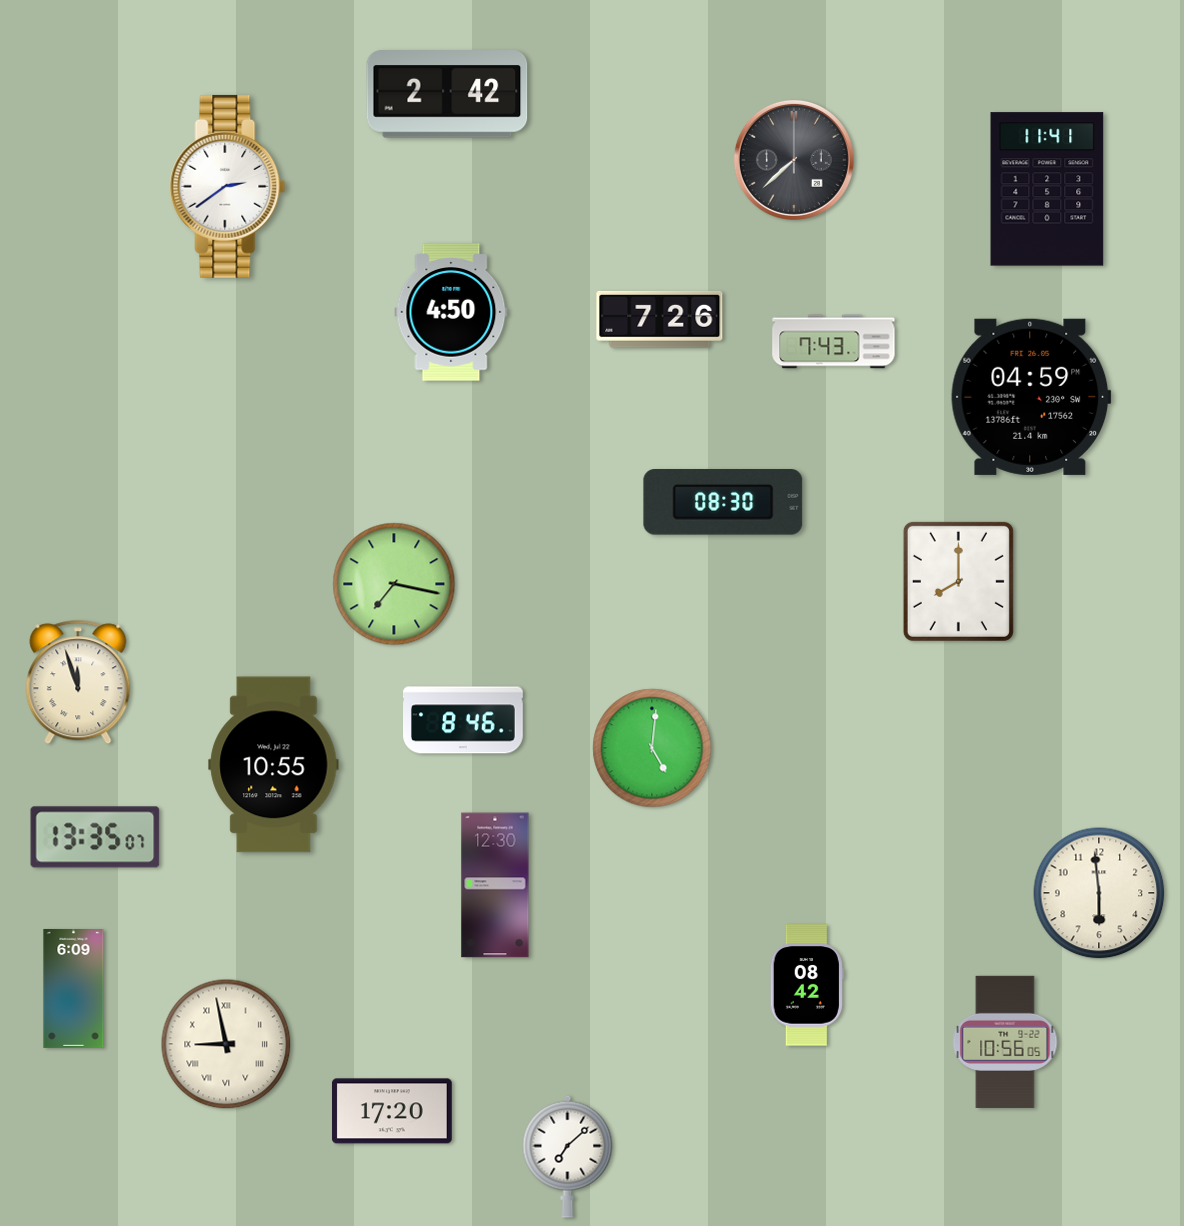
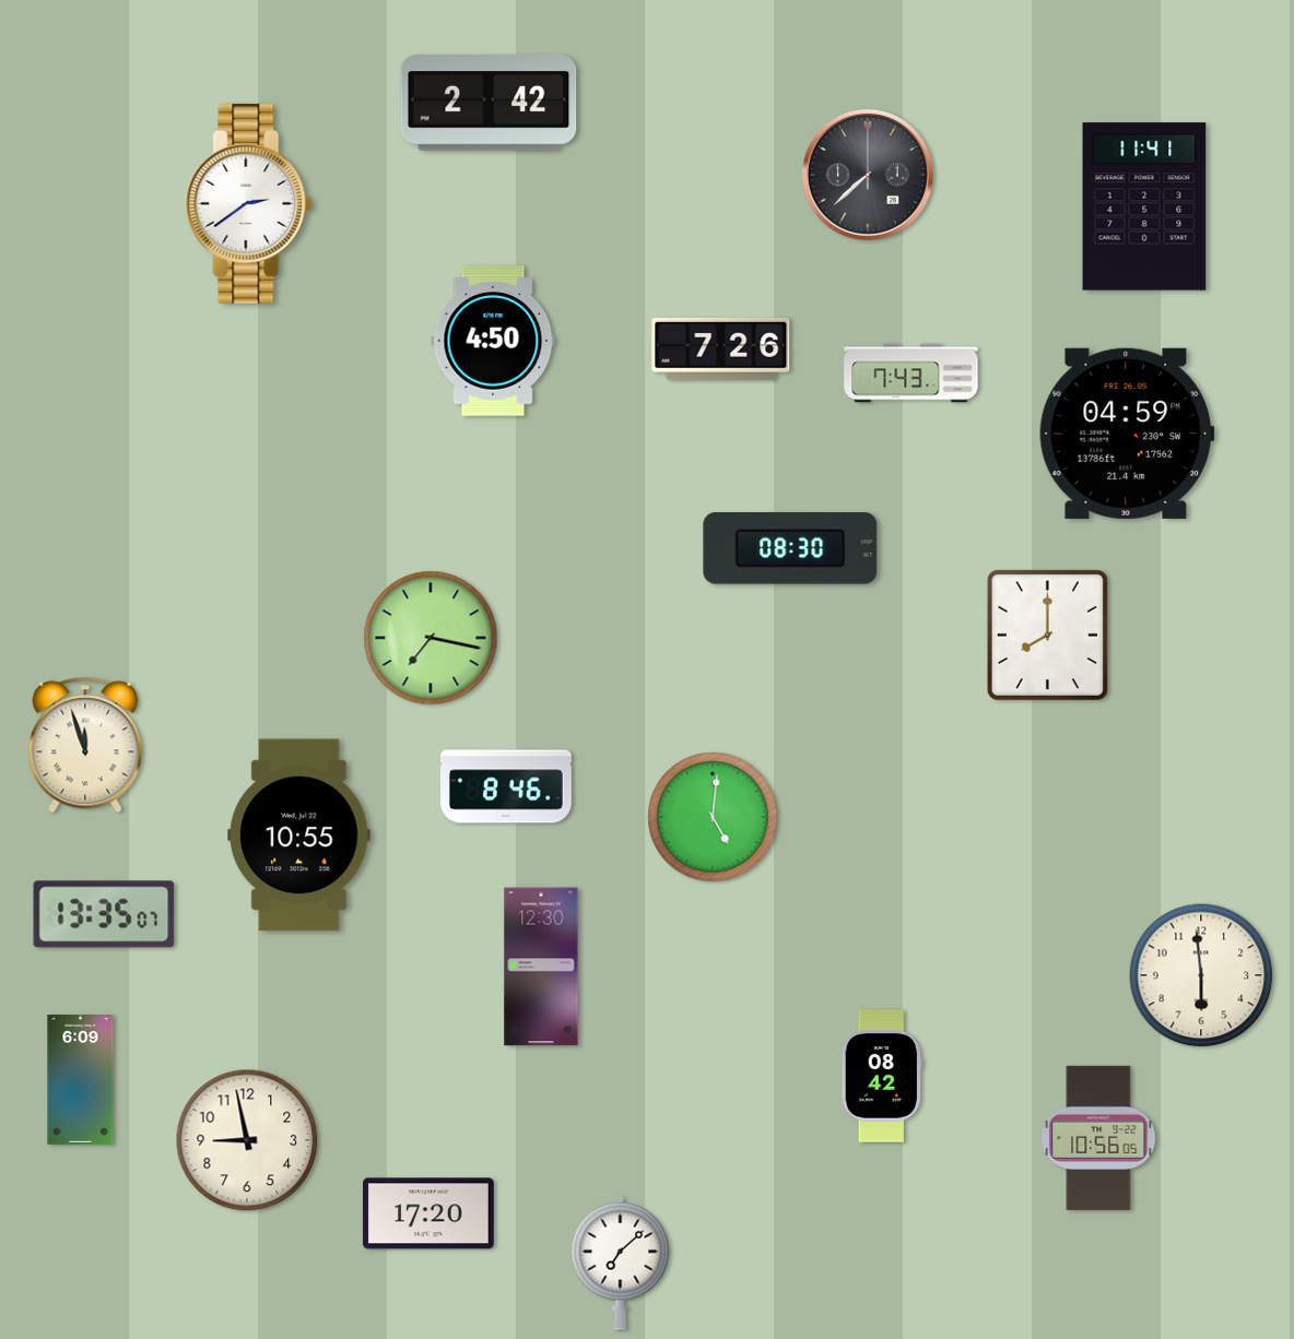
clock at (226, 1044) numerals: Roman -> Arabic
